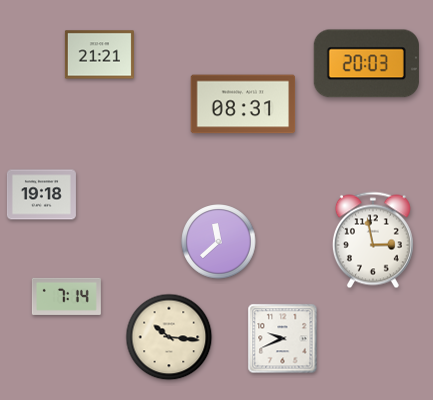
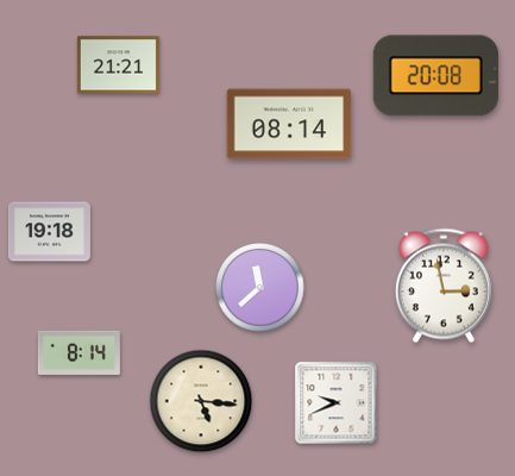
clock at (366, 64): 20:03 -> 20:08
clock at (243, 104): 08:31 -> 08:14
clock at (66, 296): 7:14 -> 8:14
clock at (169, 337): 10:16 -> 5:16
